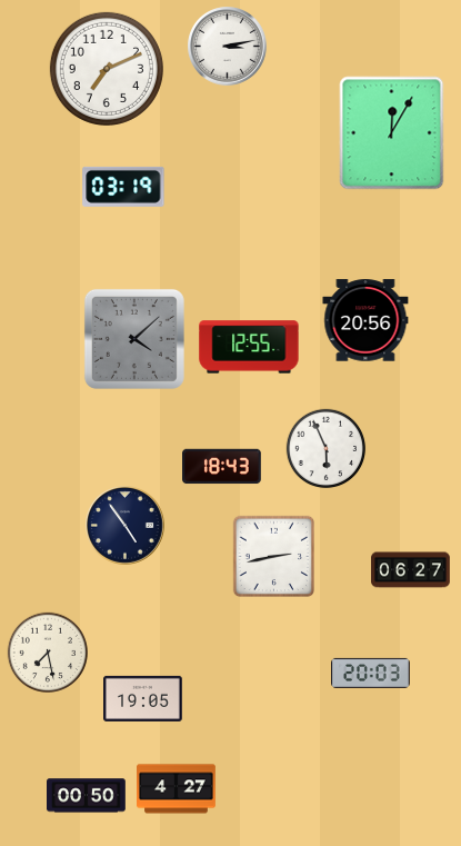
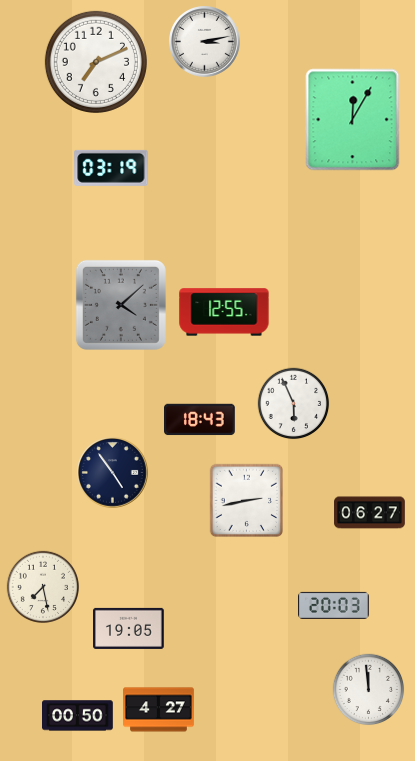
clock at (365, 320): 20:56 -> none
clock at (369, 690): none -> 11:59
